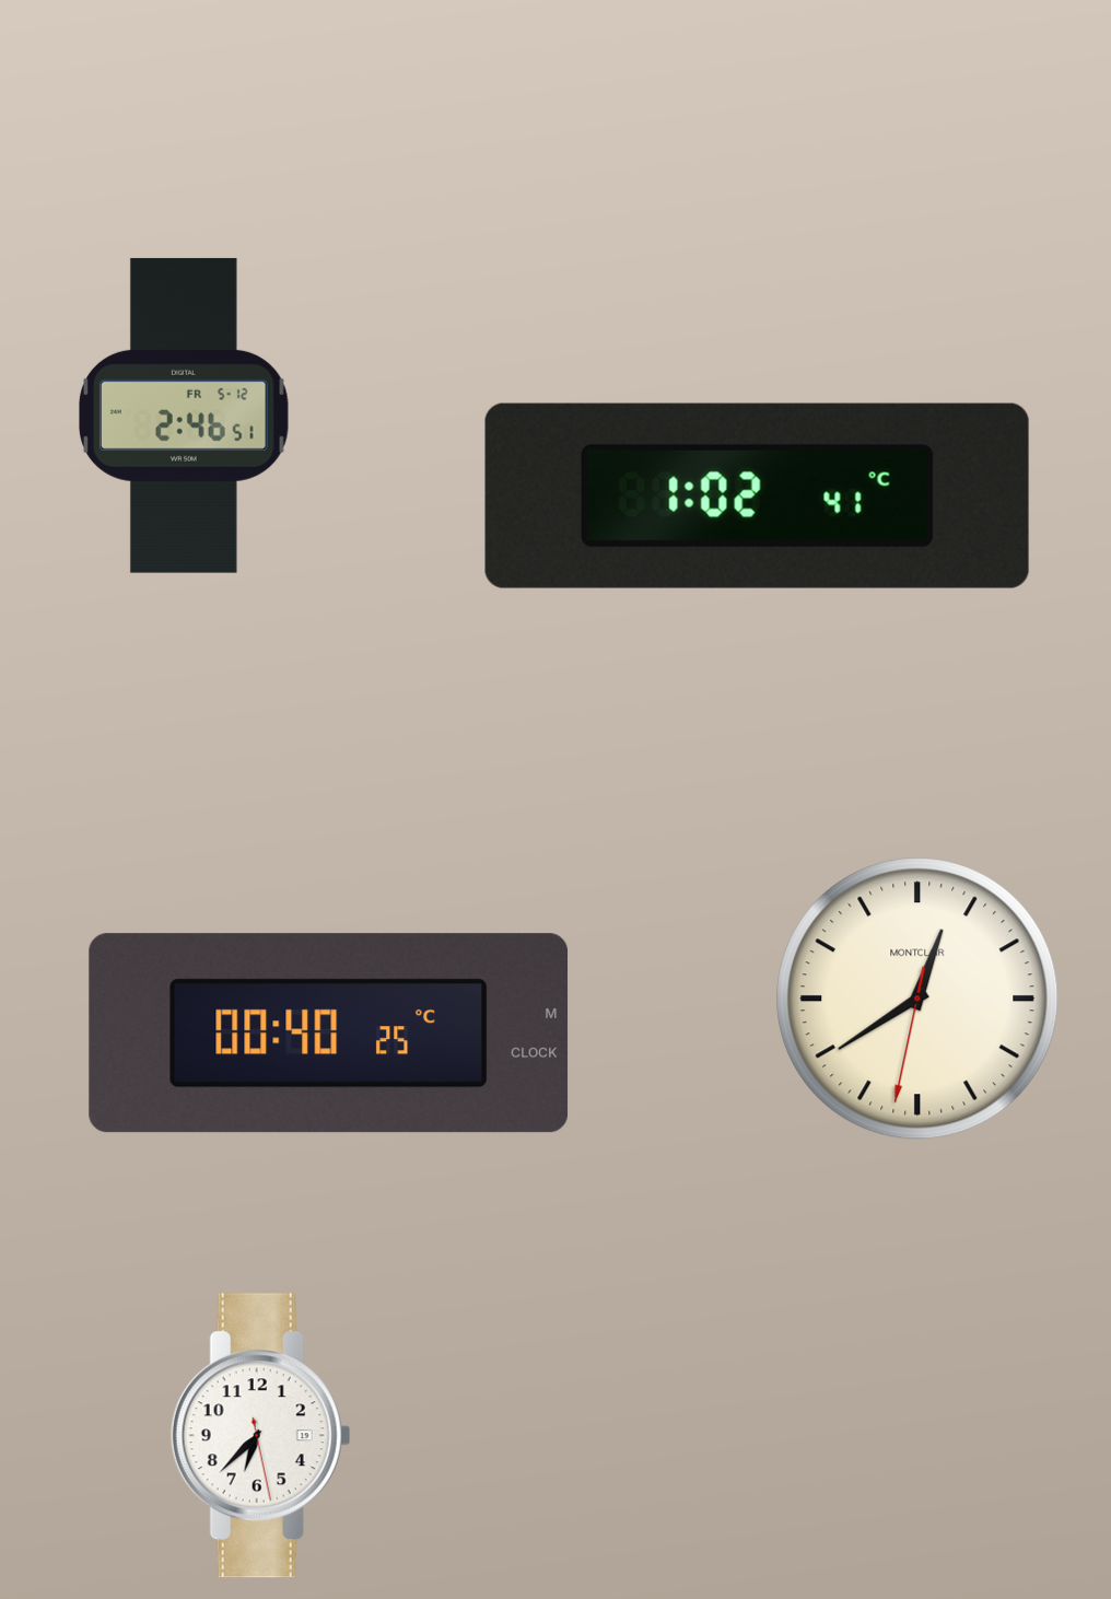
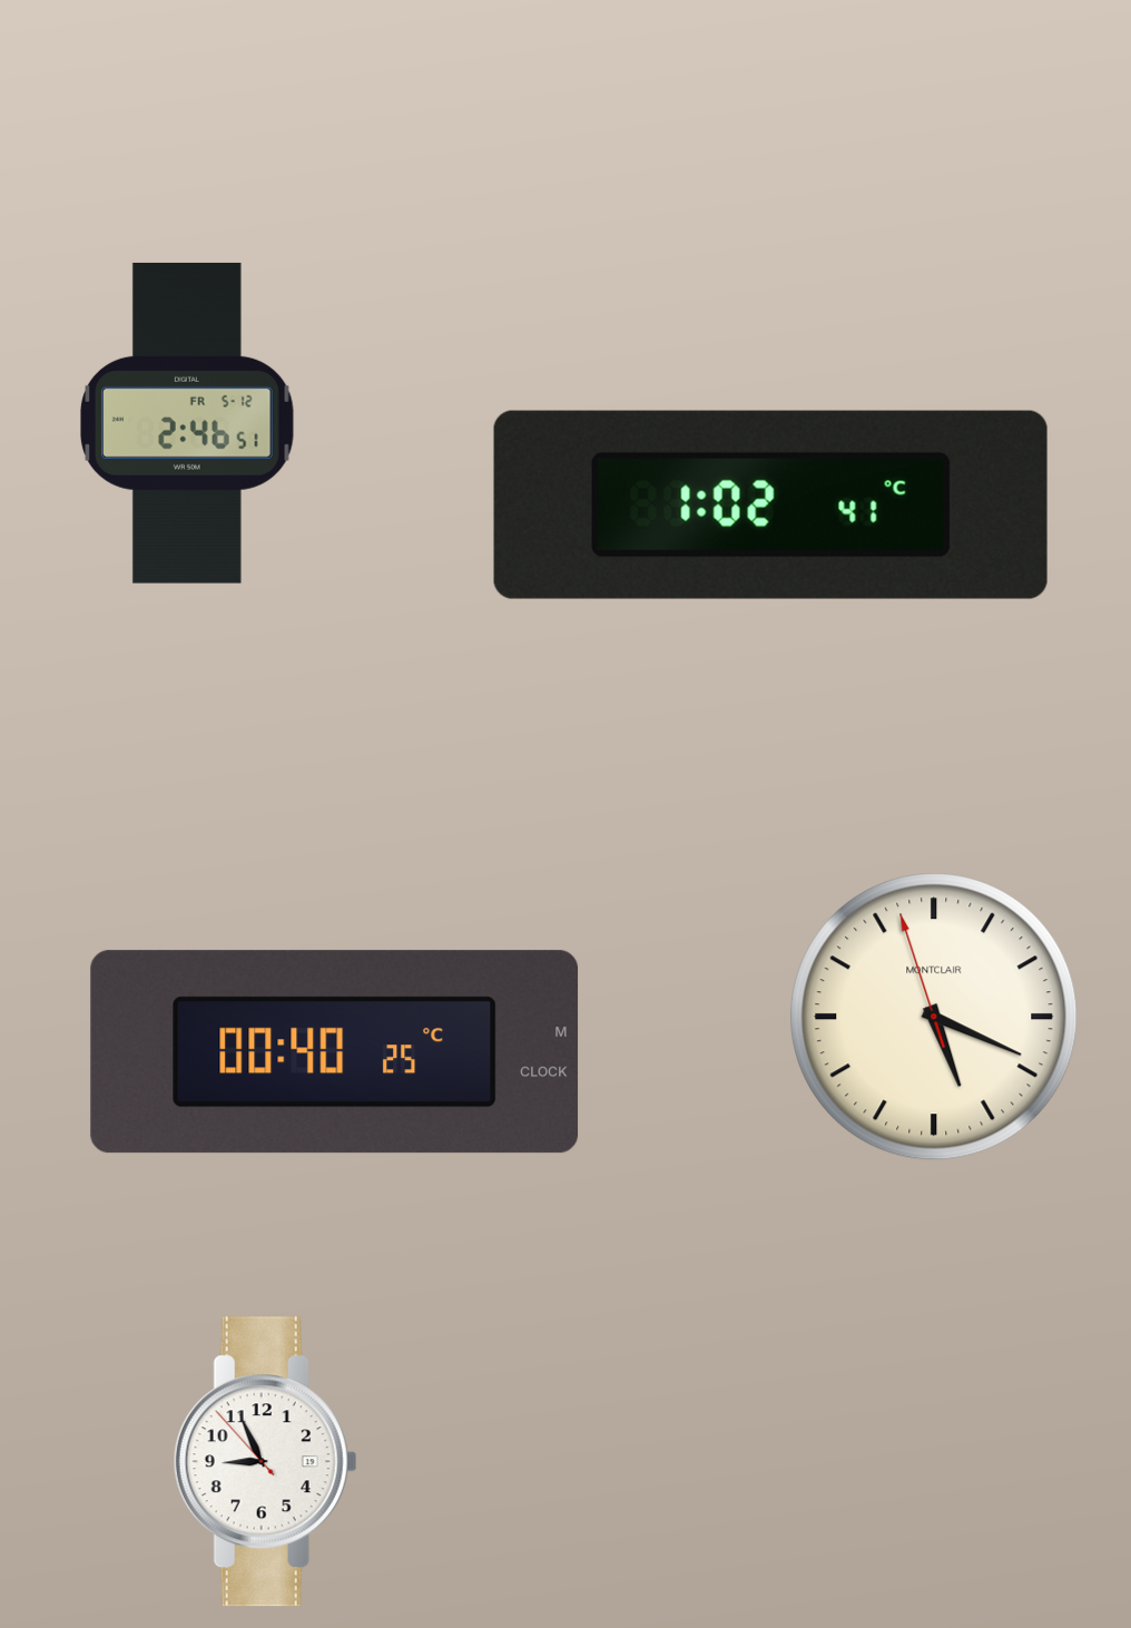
clock at (917, 999): 12:39 -> 5:18
clock at (260, 1436): 6:37 -> 8:55
